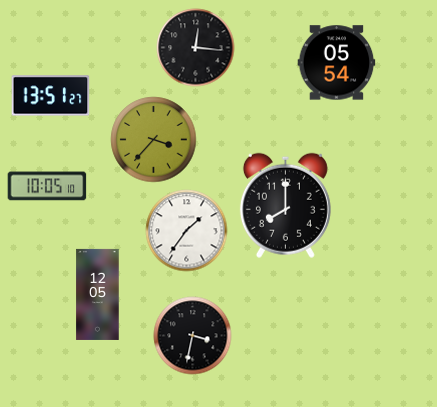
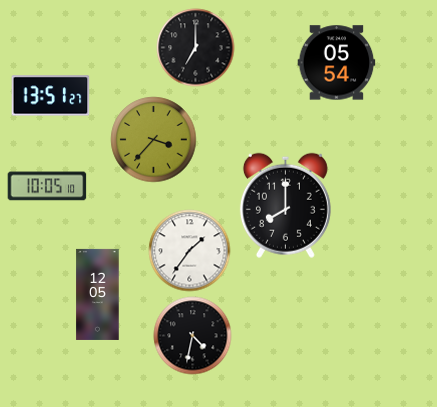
clock at (195, 47): 12:16 -> 7:00
clock at (186, 230) position: (186, 230) -> (189, 250)
clock at (192, 335): 3:32 -> 4:32
